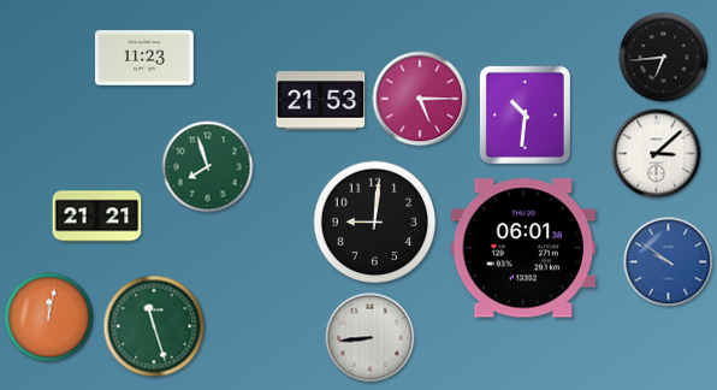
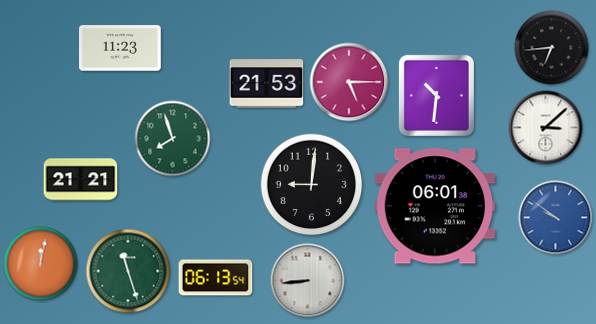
clock at (216, 278): none -> 06:13
